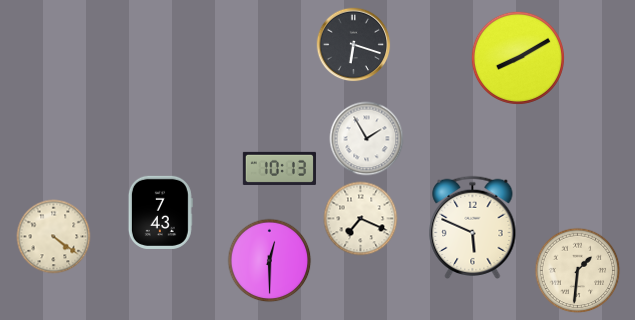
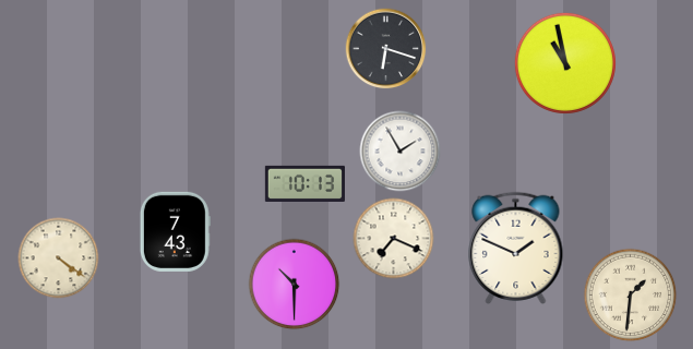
clock at (518, 58): 8:10 -> 10:58
clock at (473, 227): 5:49 -> 1:49
clock at (270, 261): 12:30 -> 10:30
